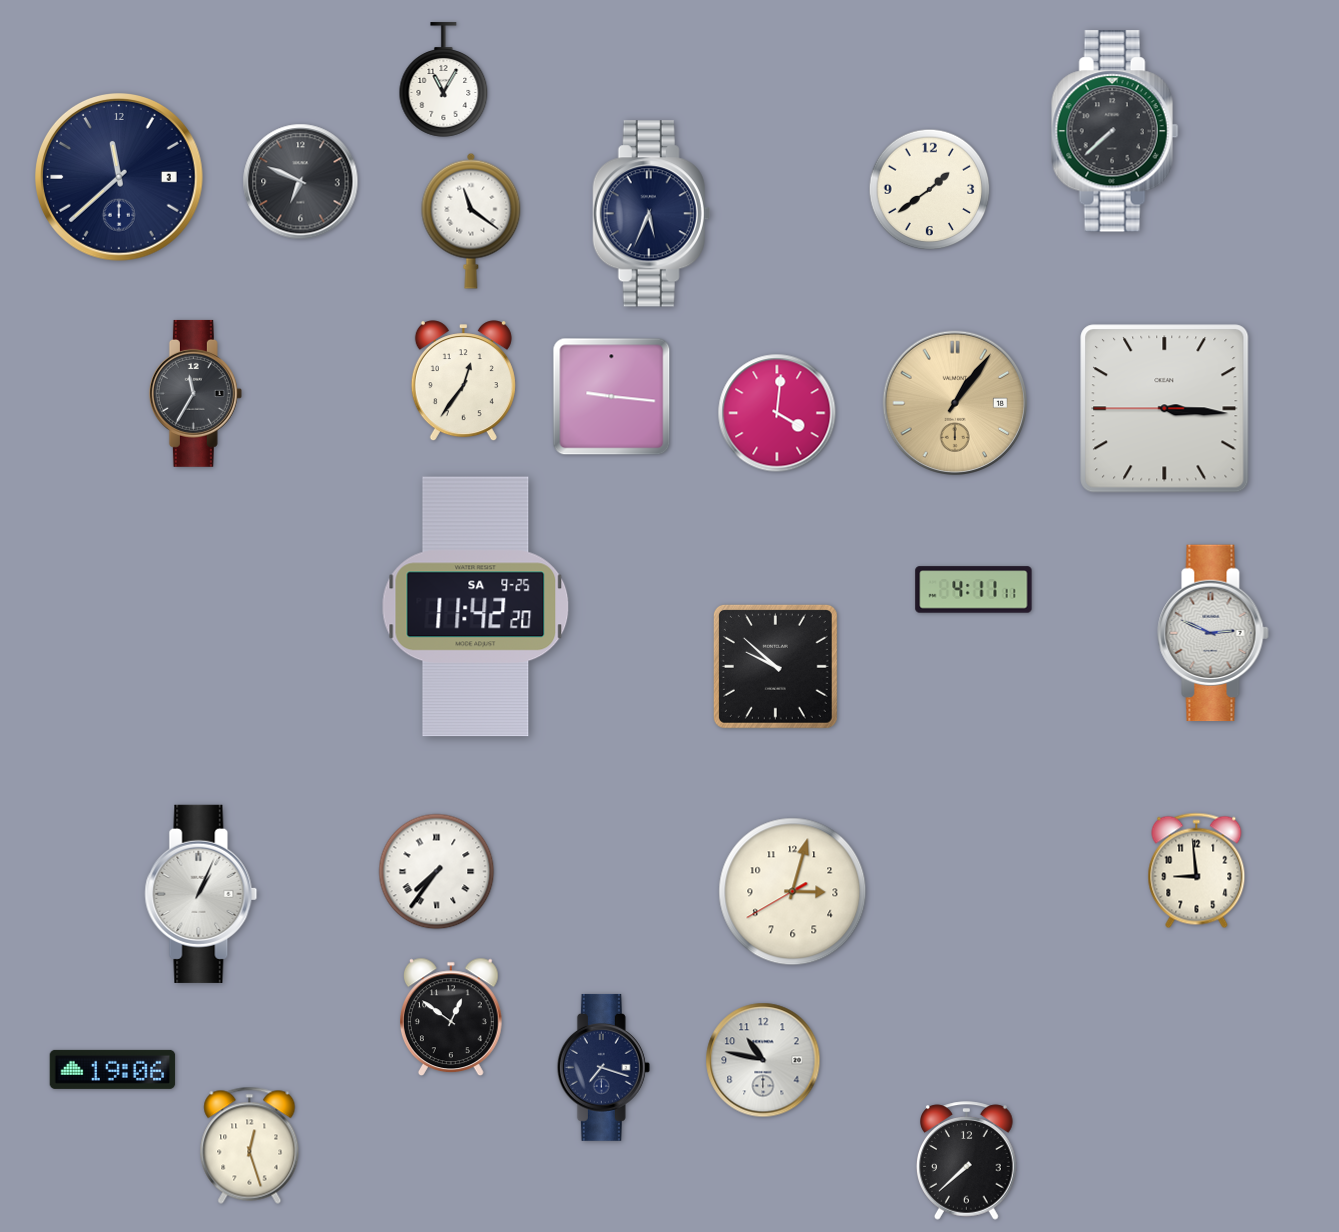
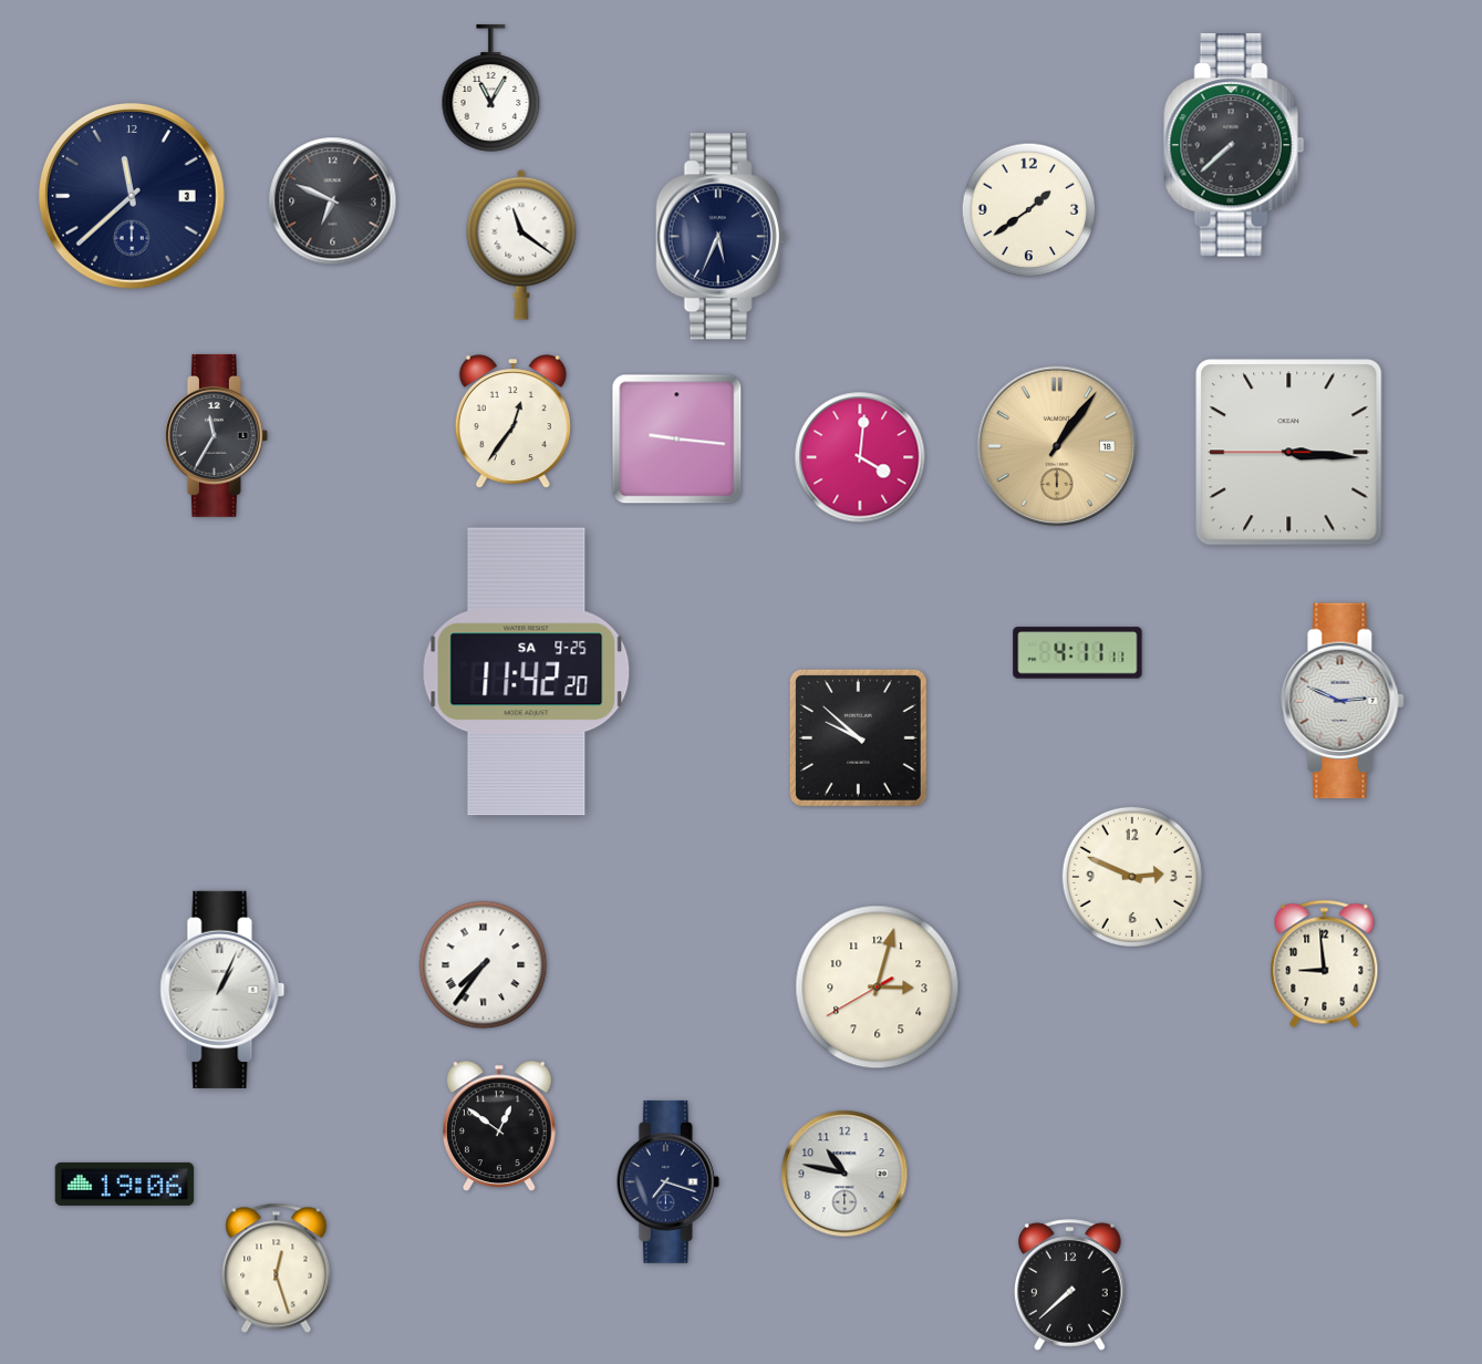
clock at (1132, 877): none -> 2:49
